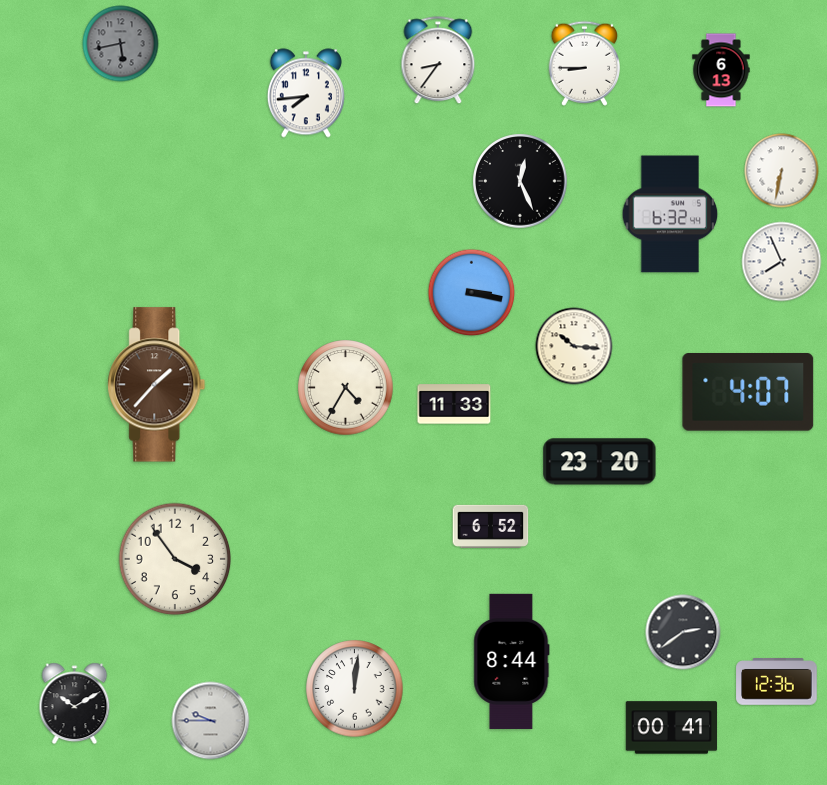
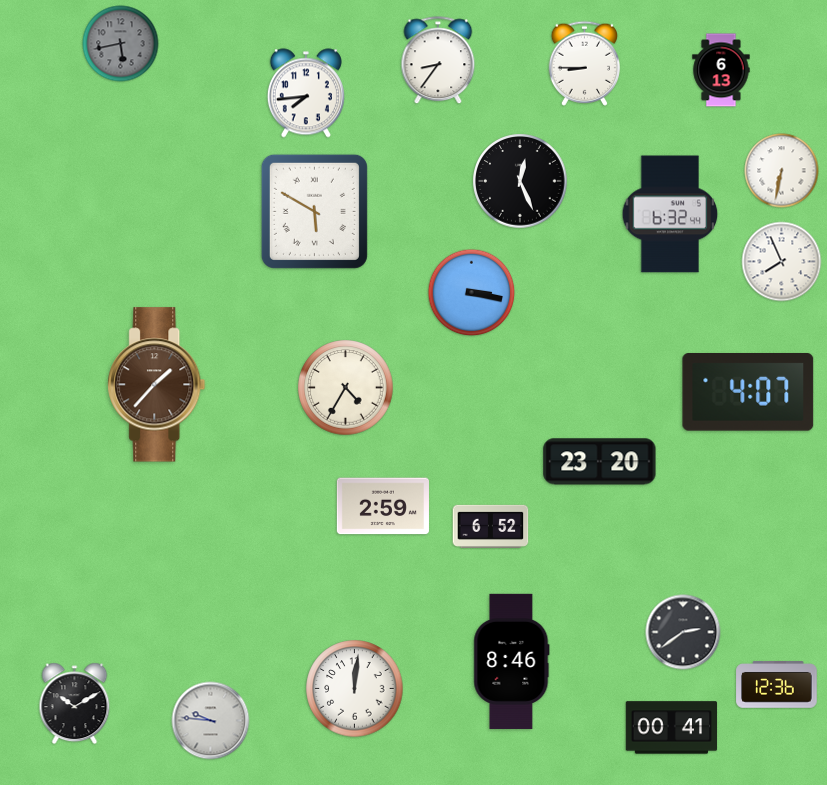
clock at (314, 211): none -> 5:50
clock at (574, 346): 10:16 -> none
clock at (454, 404): 11:33 -> none
clock at (383, 506): none -> 2:59
clock at (175, 559): 3:54 -> none
clock at (512, 661): 8:44 -> 8:46
clock at (777, 682) position: (777, 682) -> (777, 685)
clock at (211, 721): 9:45 -> 9:46
